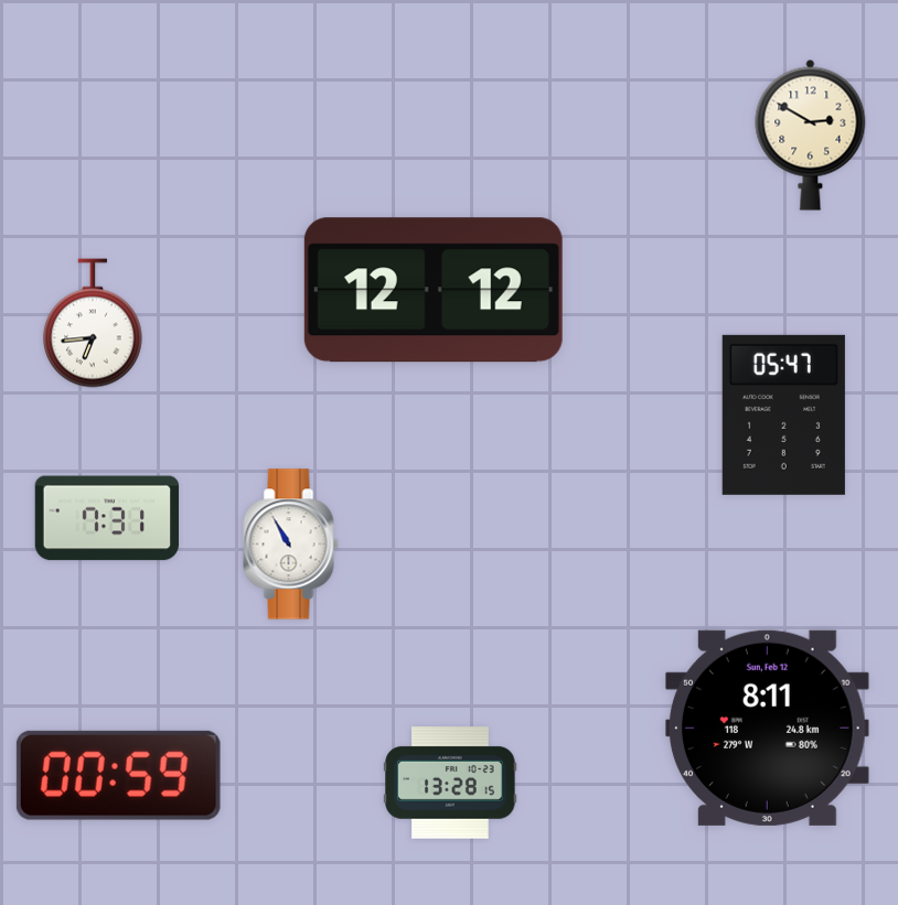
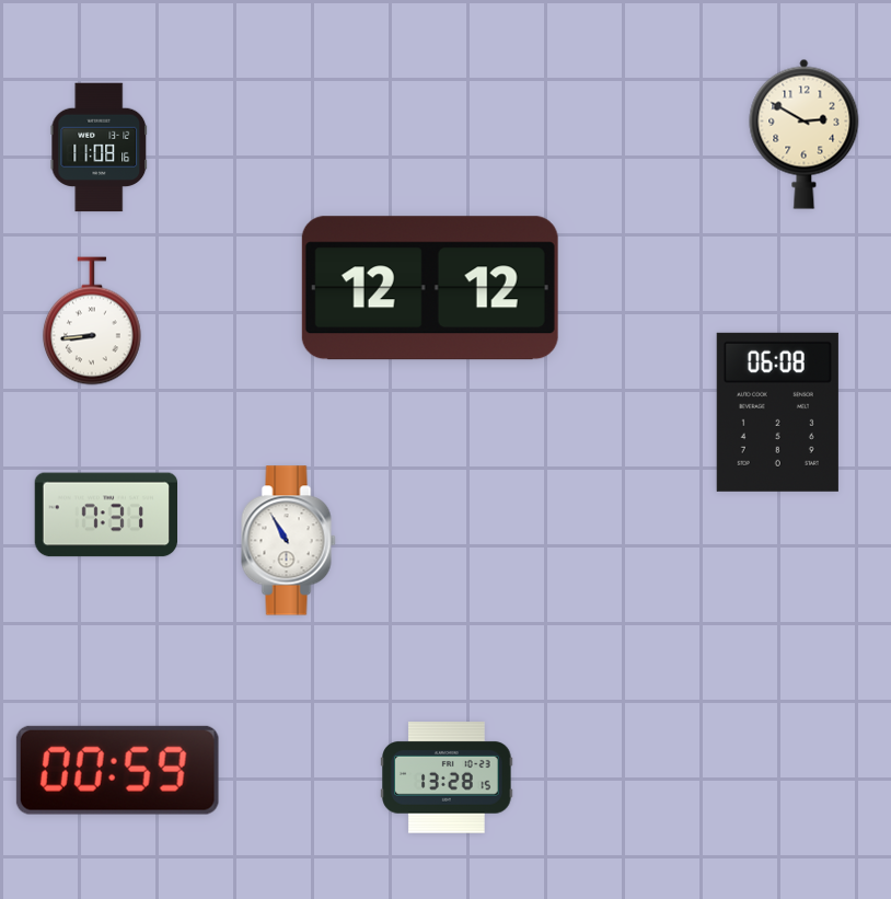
clock at (100, 148): none -> 11:08
clock at (93, 323): 6:44 -> 8:44
clock at (783, 414): 05:47 -> 06:08
clock at (767, 728): 8:11 -> none
